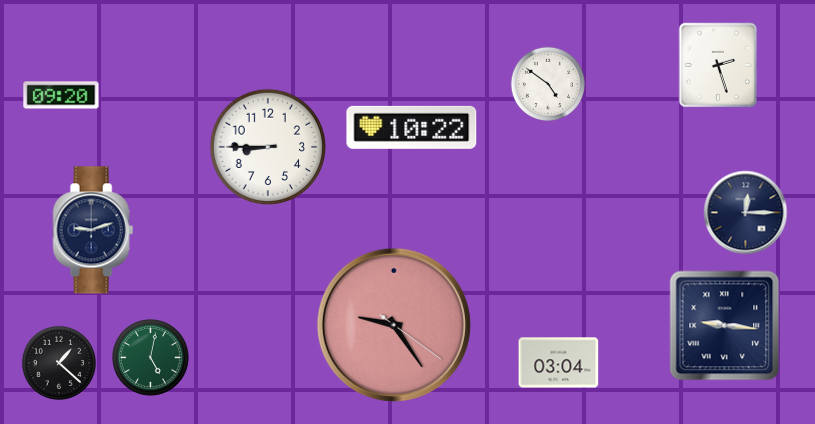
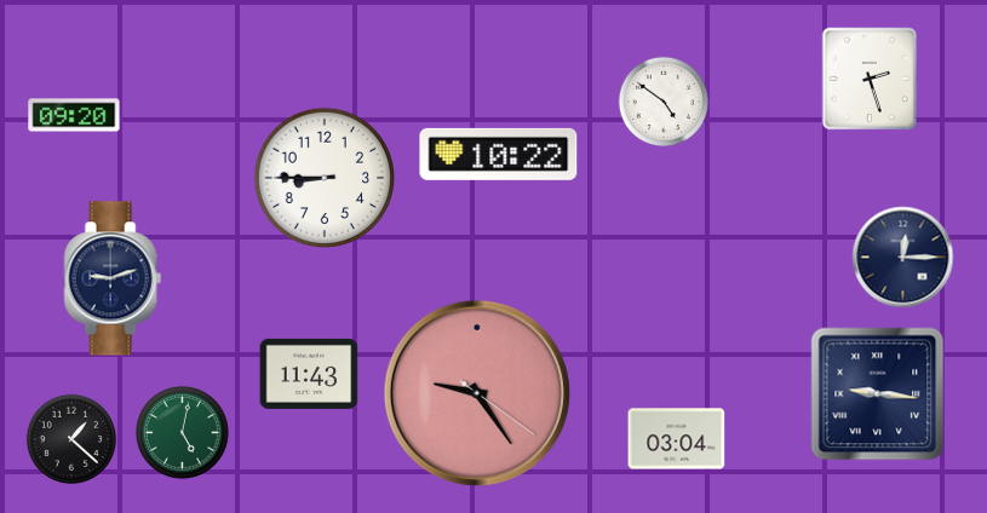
clock at (309, 374): none -> 11:43
